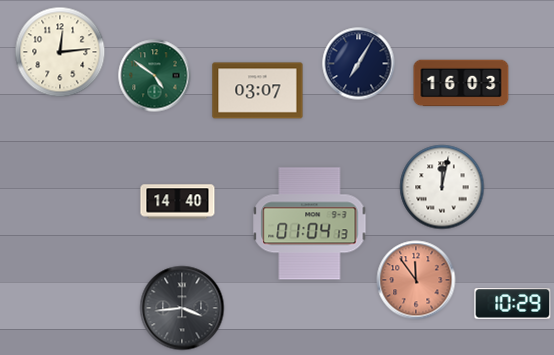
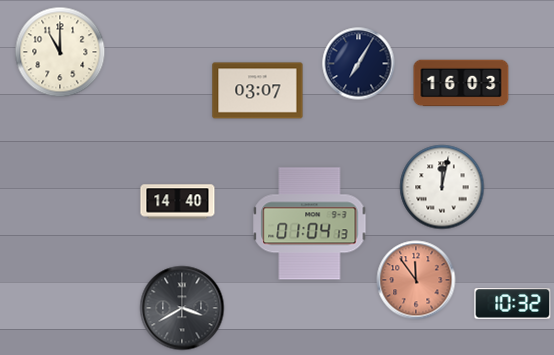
clock at (60, 52): 12:14 -> 11:00
clock at (155, 76): 4:51 -> none
clock at (513, 304): 10:29 -> 10:32
clock at (182, 308): 3:44 -> 3:40
